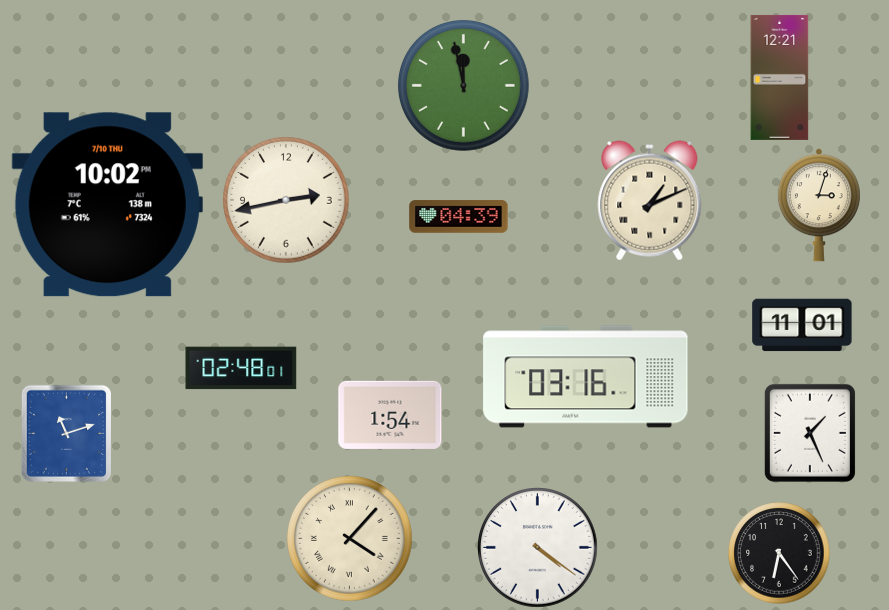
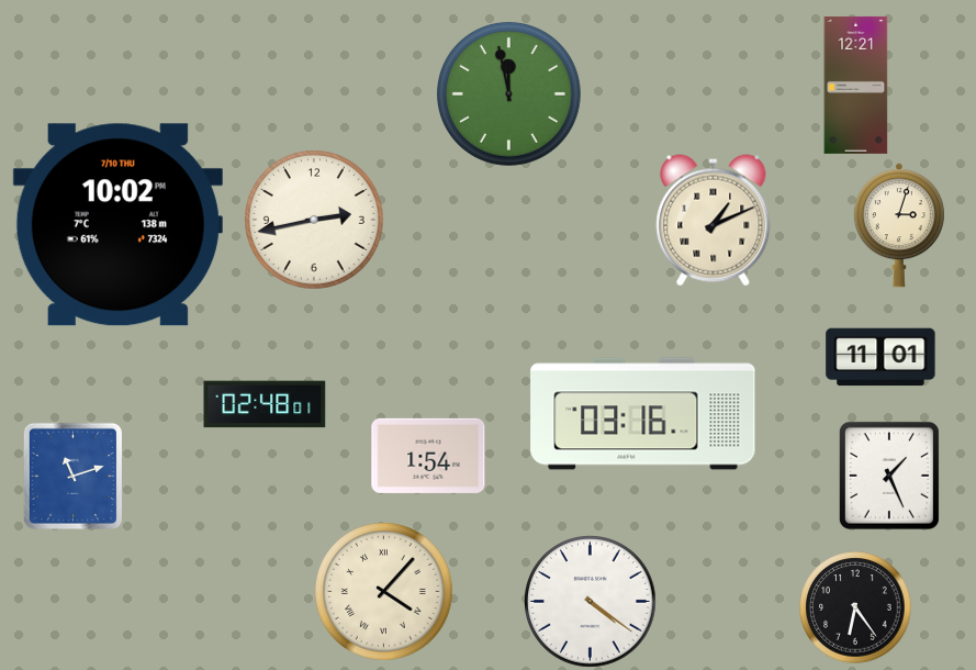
clock at (459, 217): 04:39 -> none
